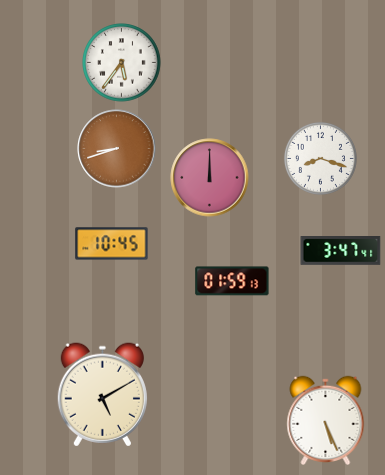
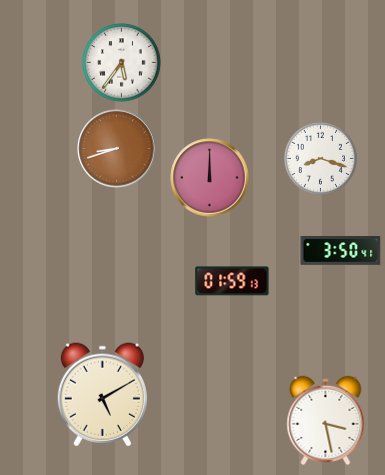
clock at (112, 244): 10:45 -> none
clock at (341, 251): 3:47 -> 3:50
clock at (326, 420): 5:26 -> 3:28
